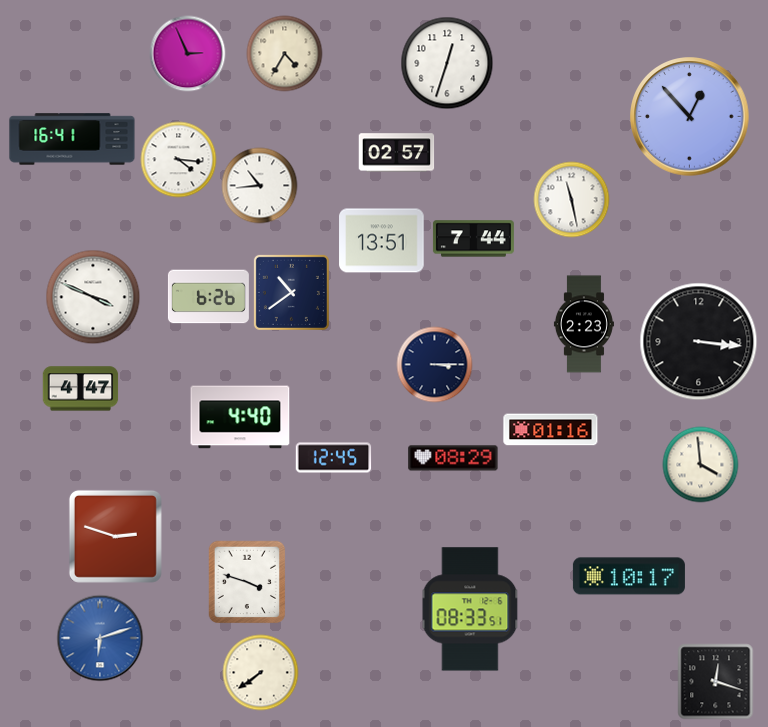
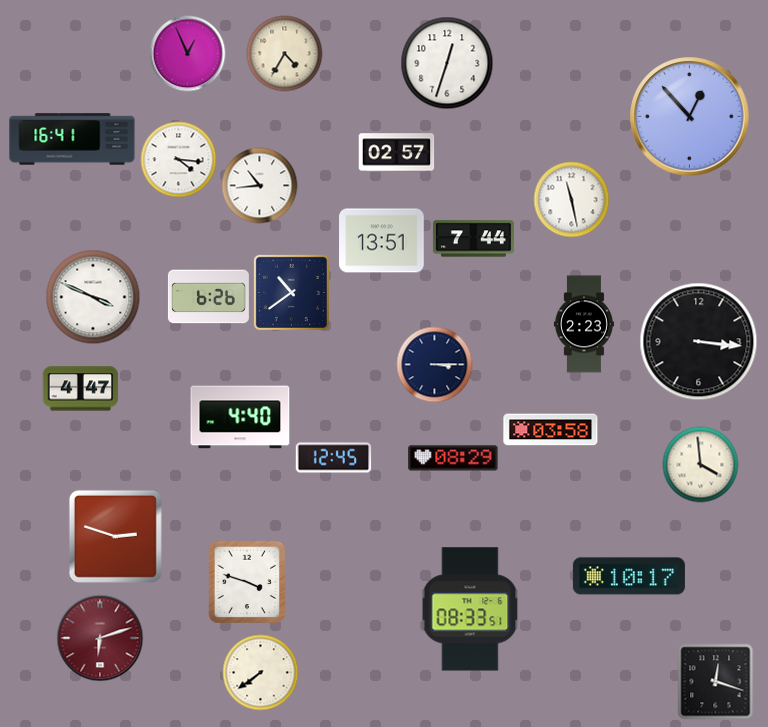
clock at (188, 54): 2:56 -> 12:56
clock at (551, 430): 01:16 -> 03:58
clock at (100, 638) dial: blue -> burgundy
